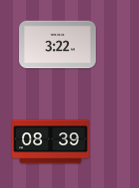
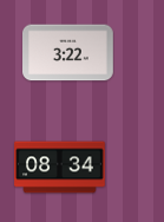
clock at (51, 142): 08:39 -> 08:34
